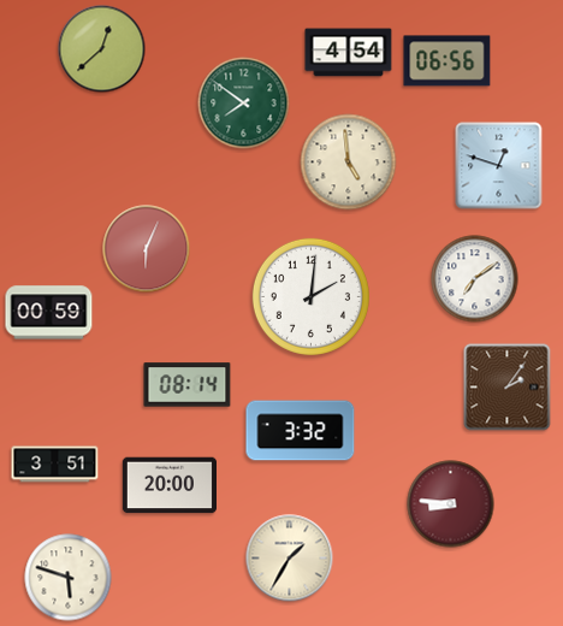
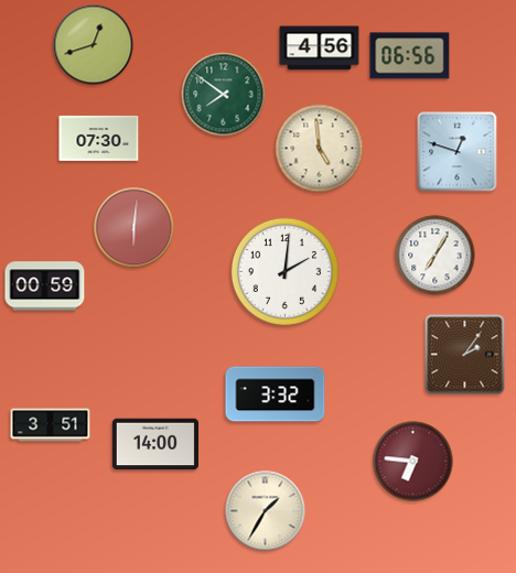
clock at (102, 49): 12:38 -> 12:42
clock at (349, 53): 4:54 -> 4:56
clock at (99, 138): none -> 07:30
clock at (147, 249): 6:04 -> 6:01
clock at (475, 279): 7:09 -> 7:05
clock at (188, 385): 08:14 -> none
clock at (168, 485): 20:00 -> 14:00
clock at (451, 504): 8:46 -> 6:46
clock at (69, 578): 5:48 -> none
